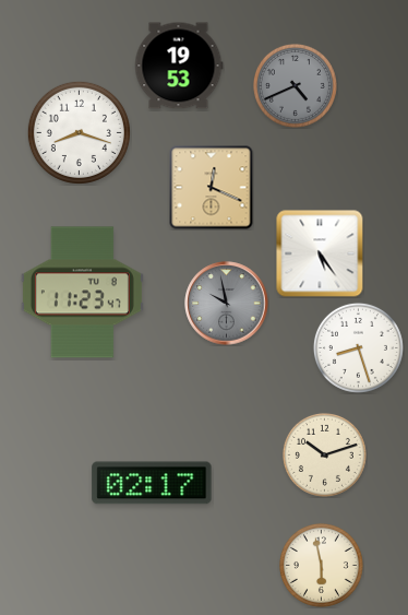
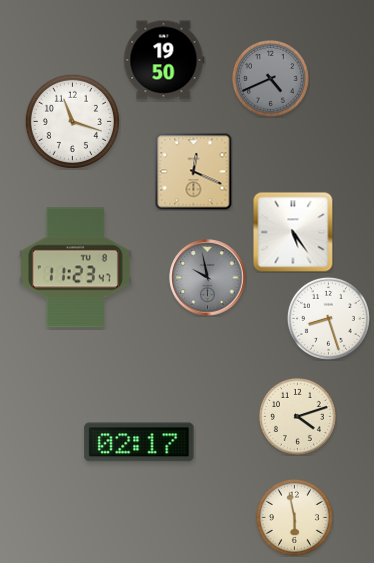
clock at (179, 66): 19:53 -> 19:50
clock at (79, 132): 8:18 -> 11:18
clock at (324, 454): 10:12 -> 4:12
